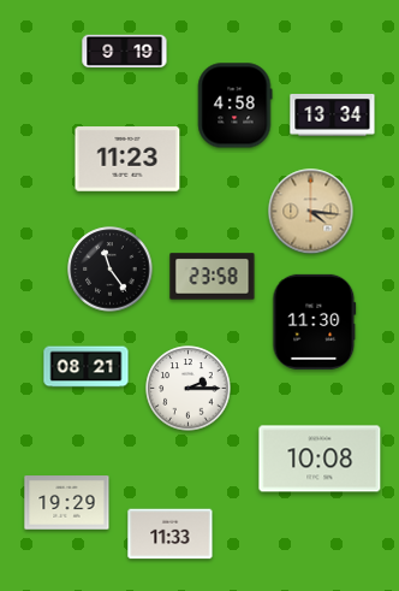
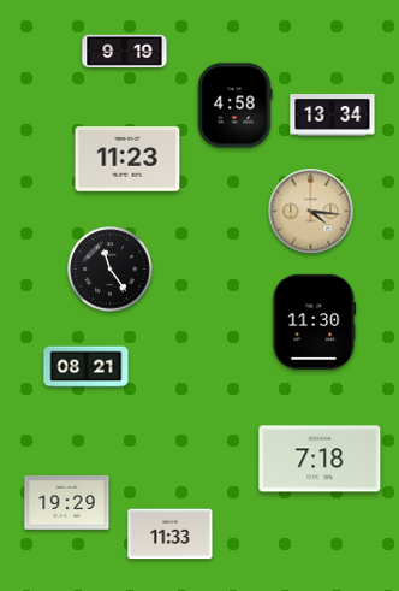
clock at (213, 277): 23:58 -> none
clock at (189, 389): 2:15 -> none
clock at (320, 459): 10:08 -> 7:18
